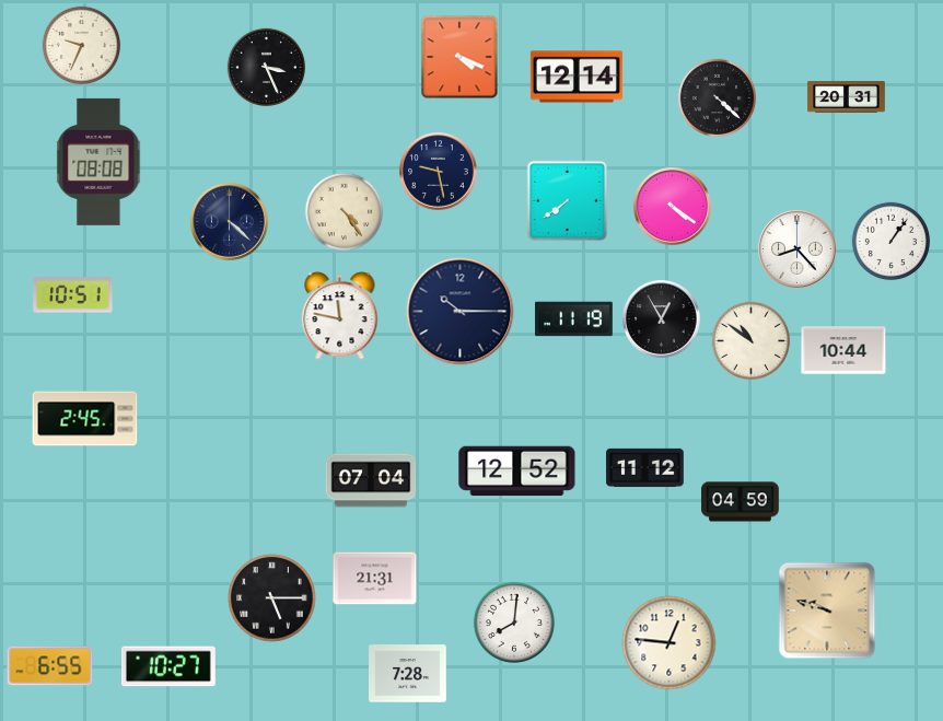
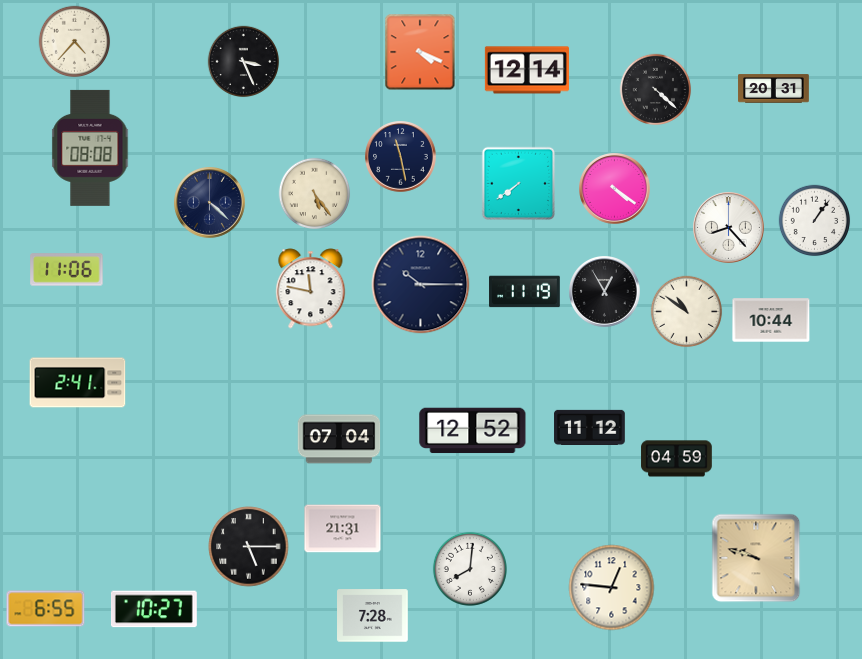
clock at (82, 46): 9:34 -> 4:37
clock at (439, 172): 9:28 -> 11:28
clock at (345, 212): 4:24 -> 5:24
clock at (73, 295): 10:51 -> 11:06
clock at (85, 419): 2:45 -> 2:41
